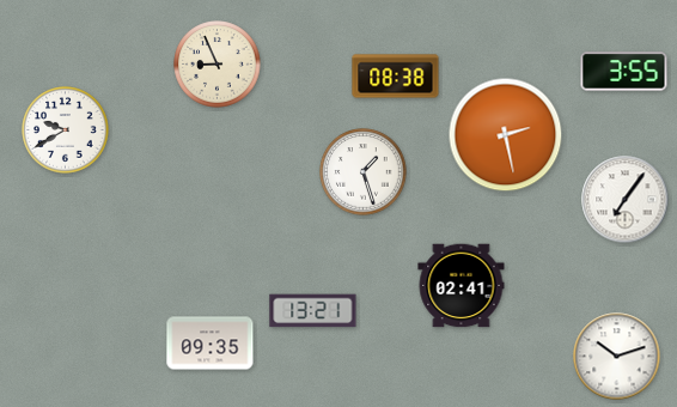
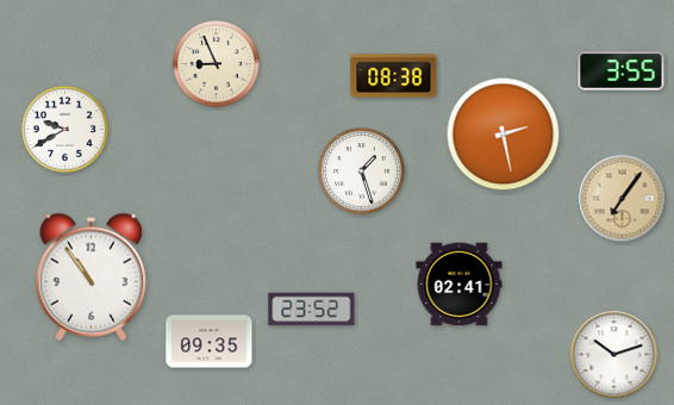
clock at (626, 200) dial: white -> champagne
clock at (92, 276): none -> 10:54
clock at (313, 311): 13:21 -> 23:52
